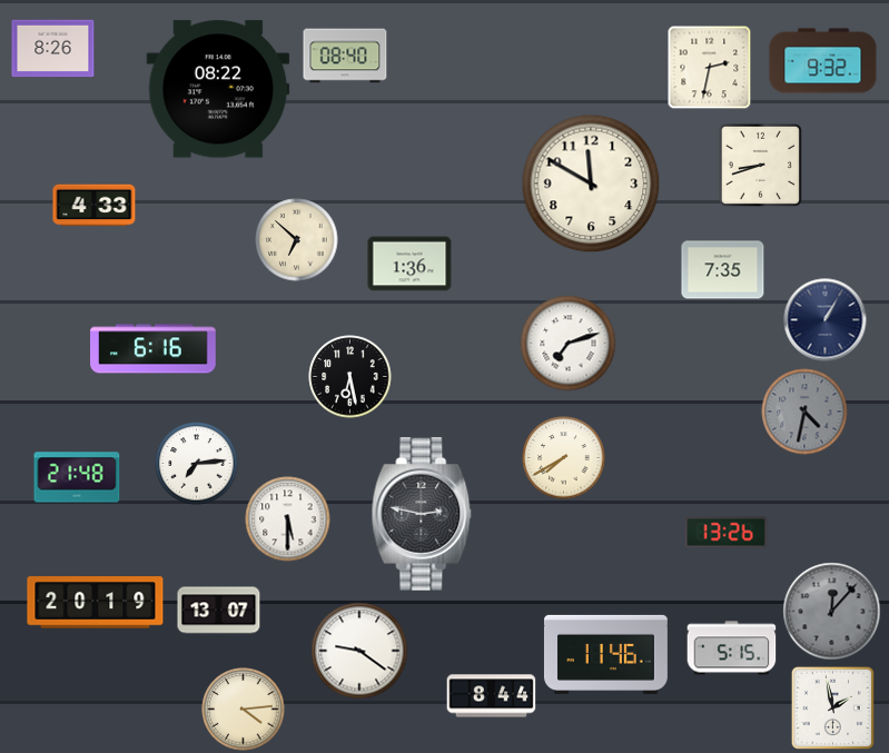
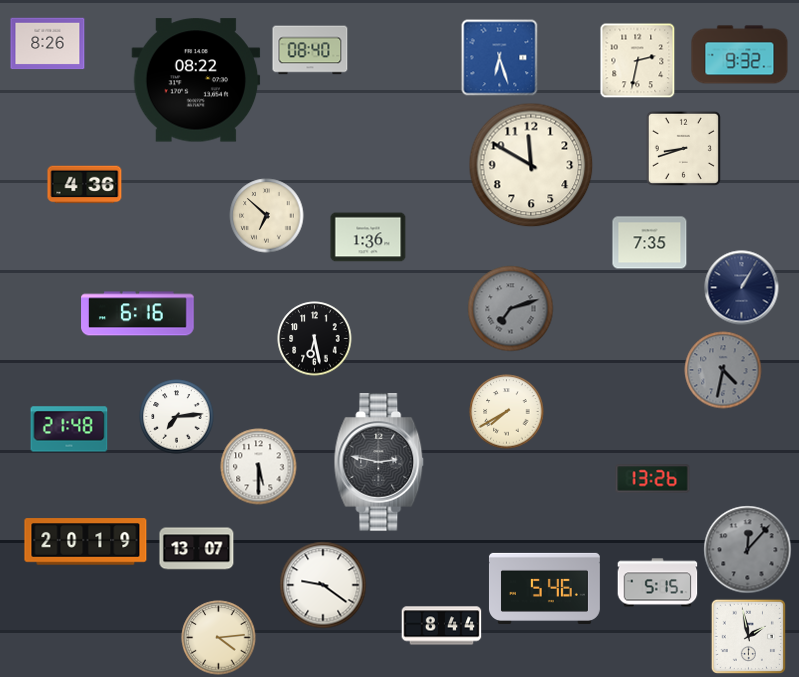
clock at (500, 58): none -> 6:27
clock at (95, 206): 4:33 -> 4:36
clock at (569, 344) dial: white -> grey
clock at (605, 654): 11:46 -> 5:46
